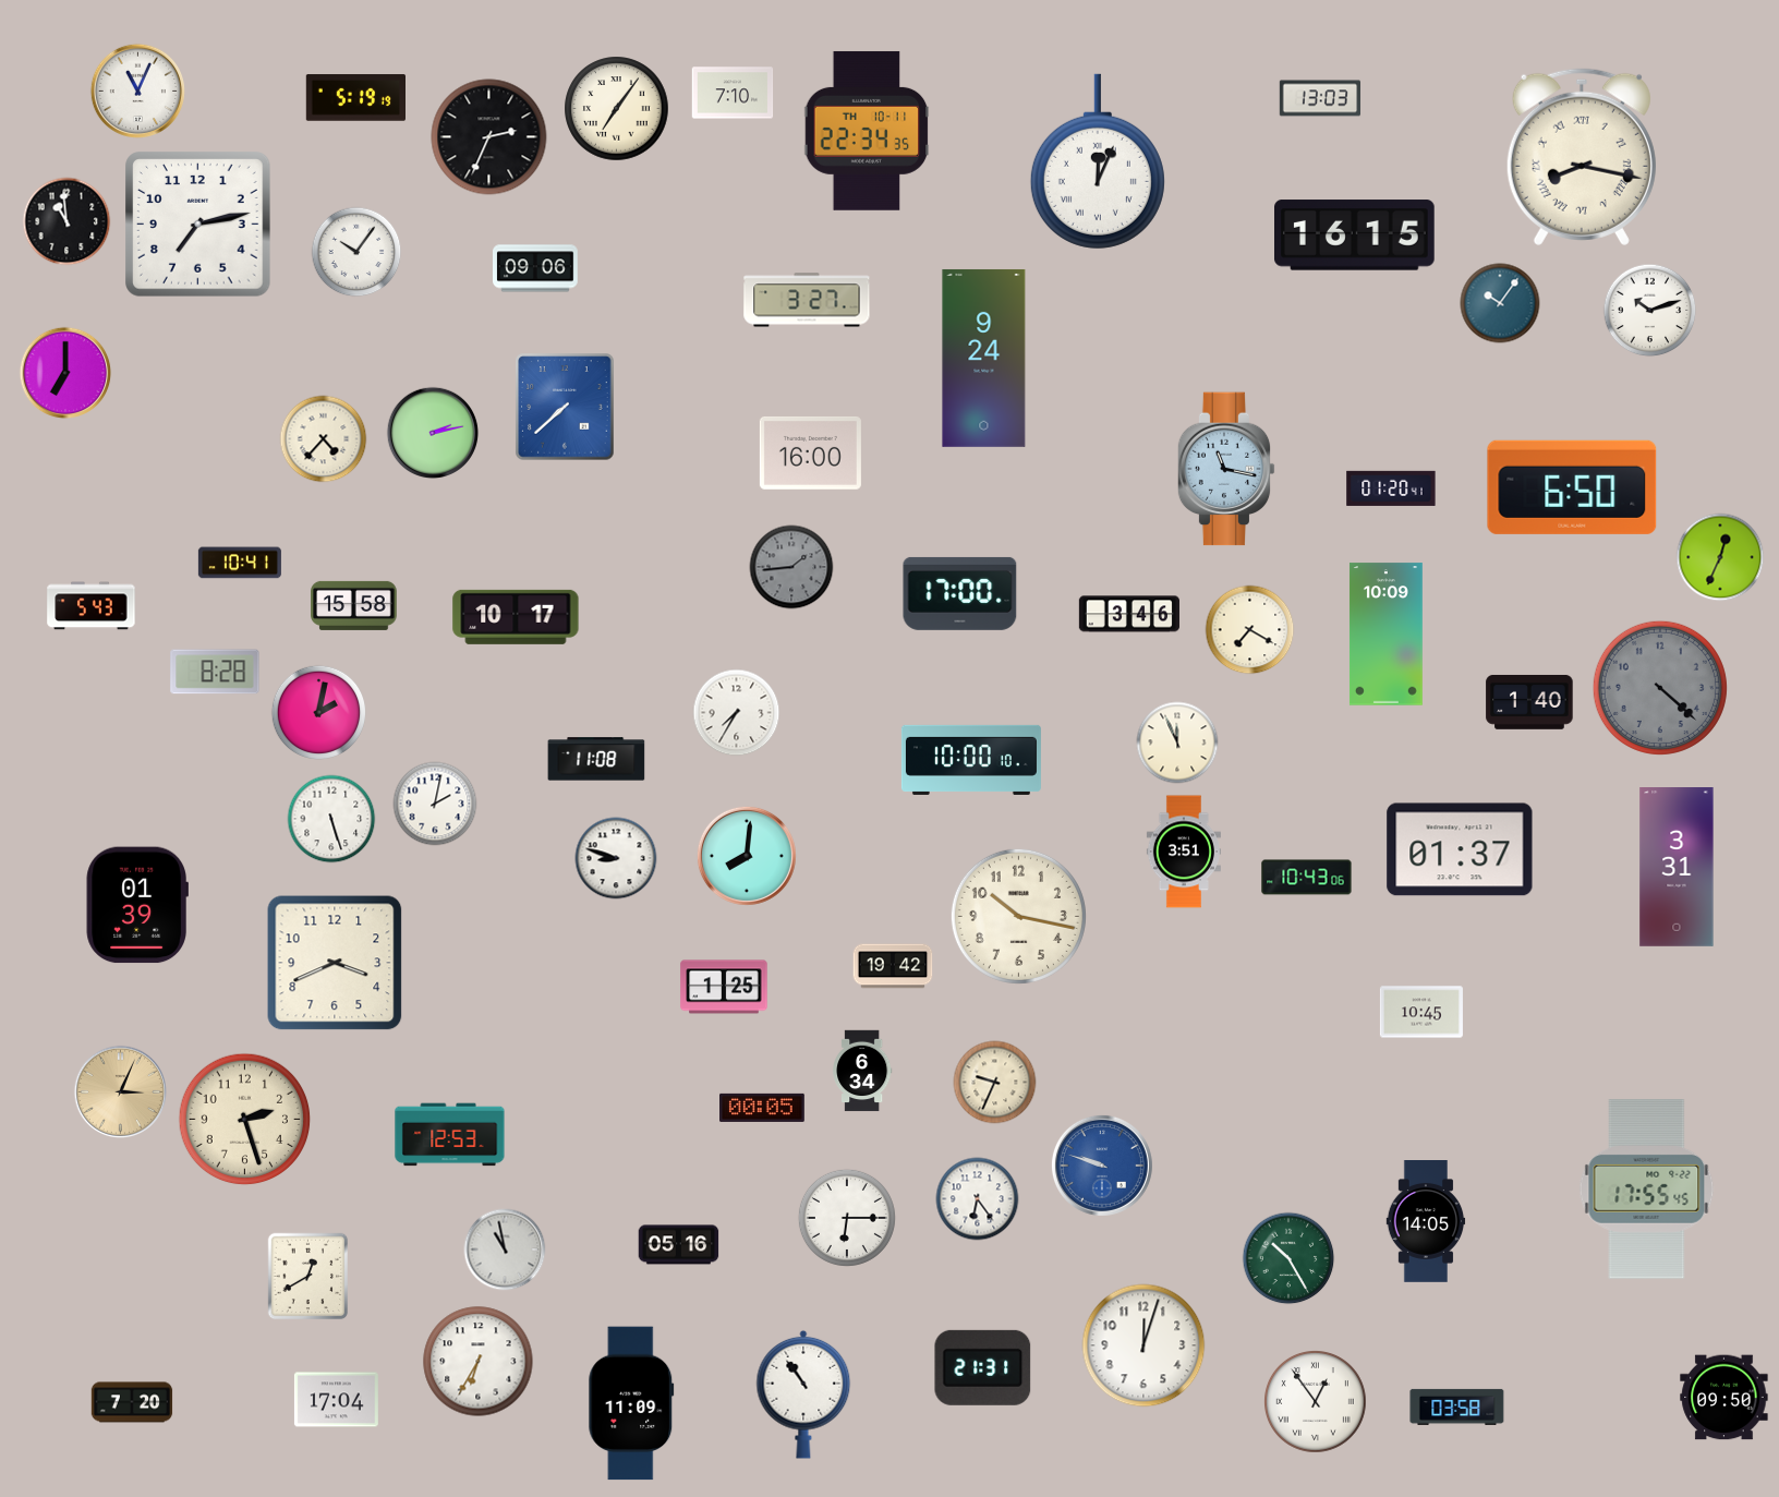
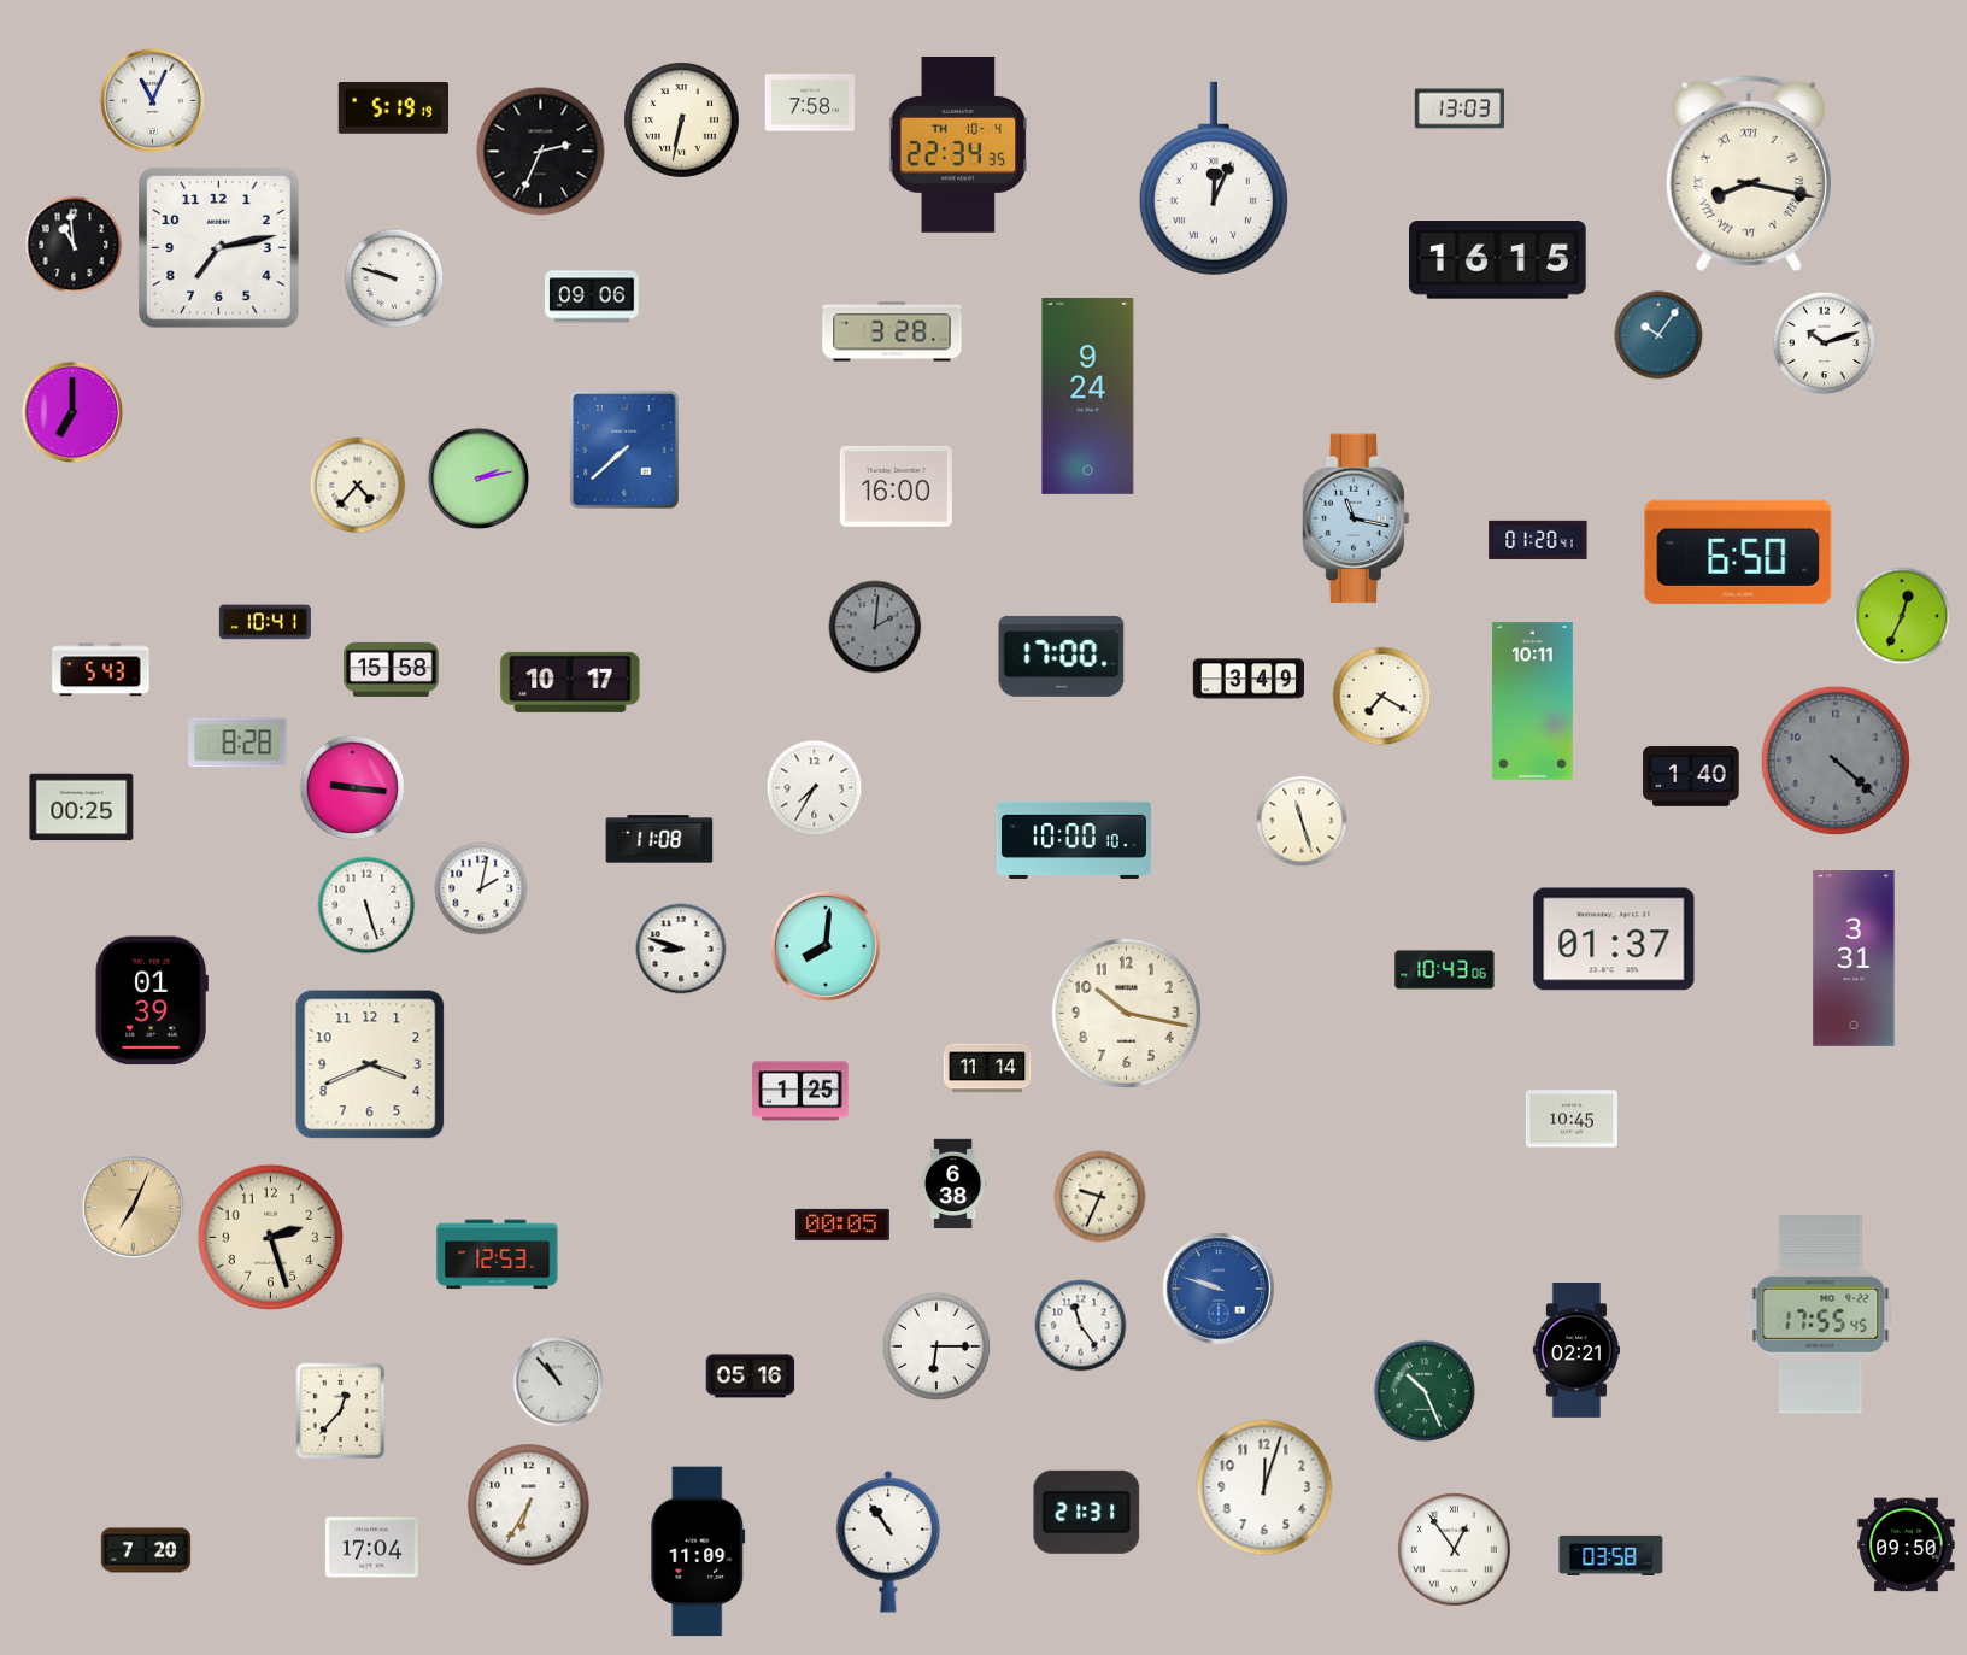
clock at (733, 93): 7:10 -> 7:58
clock at (617, 109): 7:06 -> 6:32
clock at (867, 131) date: TH 10-11 -> TH 10-4
clock at (356, 252): 10:06 -> 9:48
clock at (807, 300): 3:27 -> 3:28
clock at (810, 452) position: (810, 452) -> (896, 486)
clock at (1572, 487) position: (1572, 487) -> (1738, 552)
clock at (791, 567): 1:44 -> 2:01
clock at (1129, 614): 3:46 -> 3:49
clock at (1385, 635): 10:09 -> 10:11
clock at (319, 713): 2:02 -> 9:16
clock at (82, 808): none -> 00:25
clock at (1177, 743): 11:56 -> 11:27
clock at (1184, 852): 3:51 -> none
clock at (893, 966): 19:42 -> 11:14
clock at (863, 1071): 6:34 -> 6:38
clock at (120, 1091): 3:04 -> 7:04
clock at (978, 1199): 6:24 -> 11:24
clock at (1426, 1222): 14:05 -> 02:21
clock at (505, 1249): 10:58 -> 10:53
clock at (1288, 1258): 10:25 -> 10:26
clock at (308, 1277): 12:40 -> 12:37
